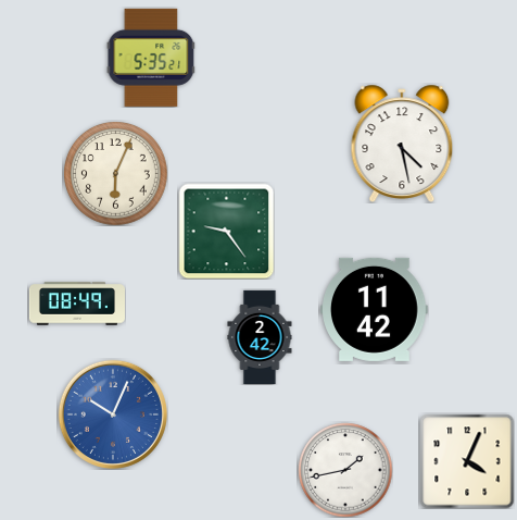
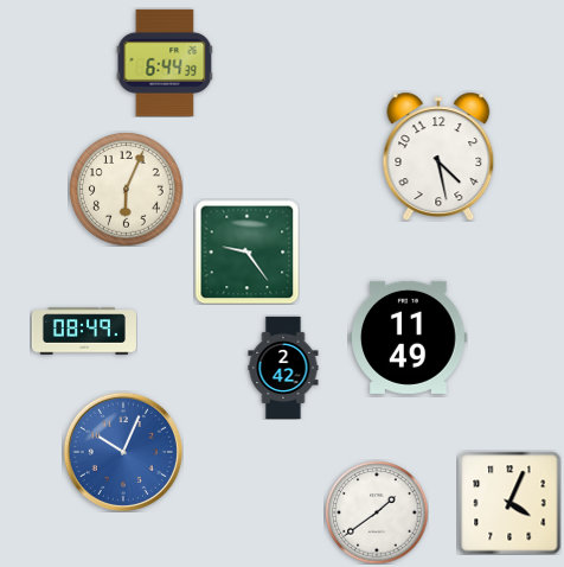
clock at (151, 58): 5:35 -> 6:44
clock at (375, 309): 11:42 -> 11:49
clock at (345, 470): 1:43 -> 1:39
